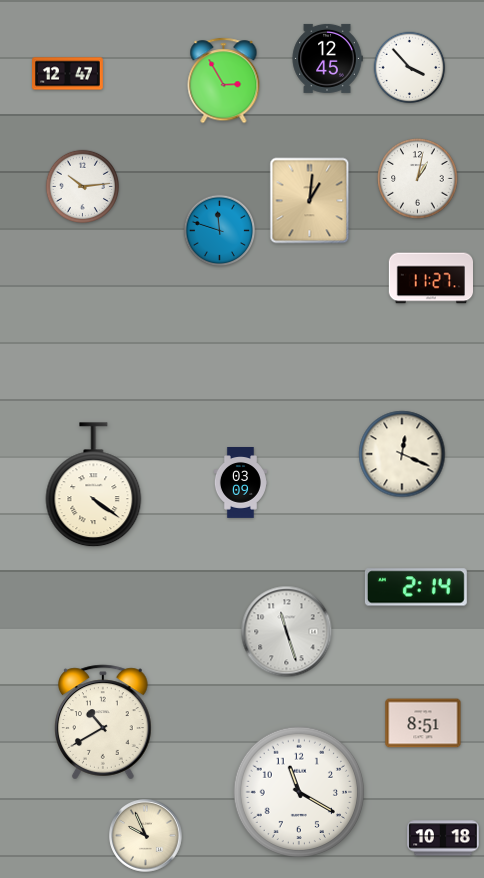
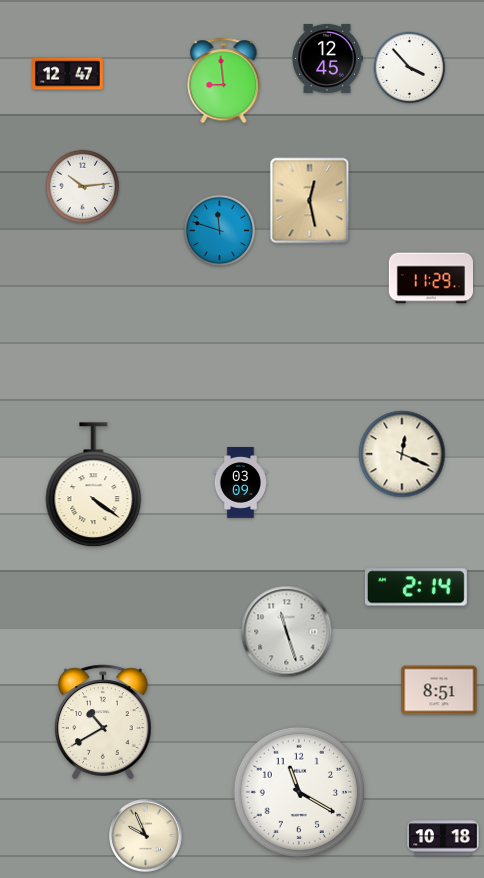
clock at (224, 81): 2:55 -> 8:59
clock at (418, 179): 1:02 -> none
clock at (310, 201): 1:01 -> 12:28
clock at (430, 278): 11:27 -> 11:29
clock at (423, 723) position: (423, 723) -> (439, 690)
